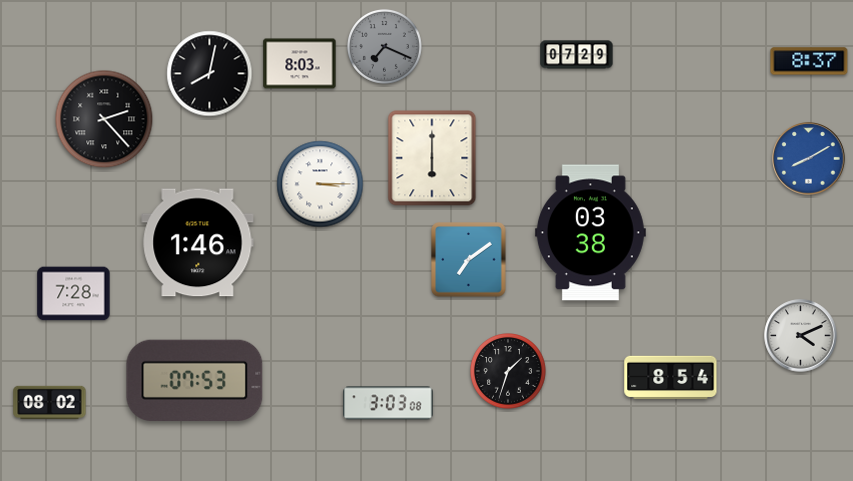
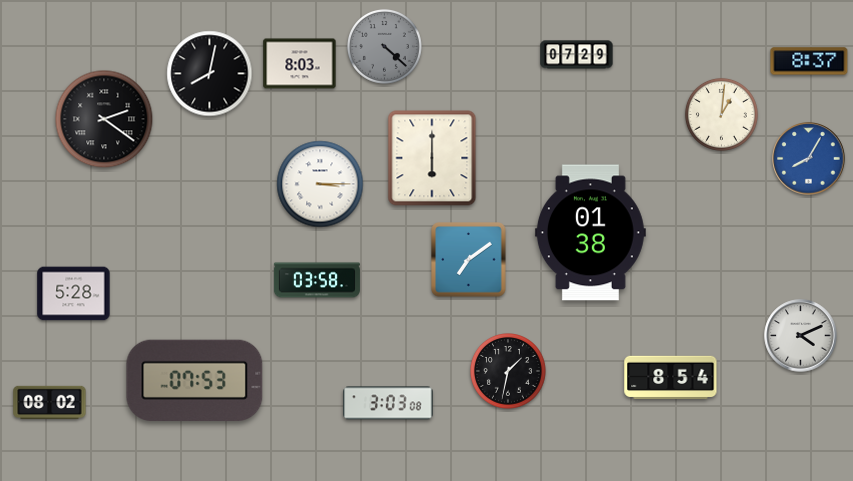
clock at (385, 47): 7:19 -> 4:22
clock at (721, 114): none -> 1:01
clock at (104, 119): 2:23 -> 2:21
clock at (809, 159): 8:10 -> 8:05
clock at (590, 233): 03:38 -> 01:38
clock at (198, 243): 1:46 -> none
clock at (317, 280): none -> 03:58
clock at (74, 294): 7:28 -> 5:28
clock at (509, 372): 1:33 -> 1:32
